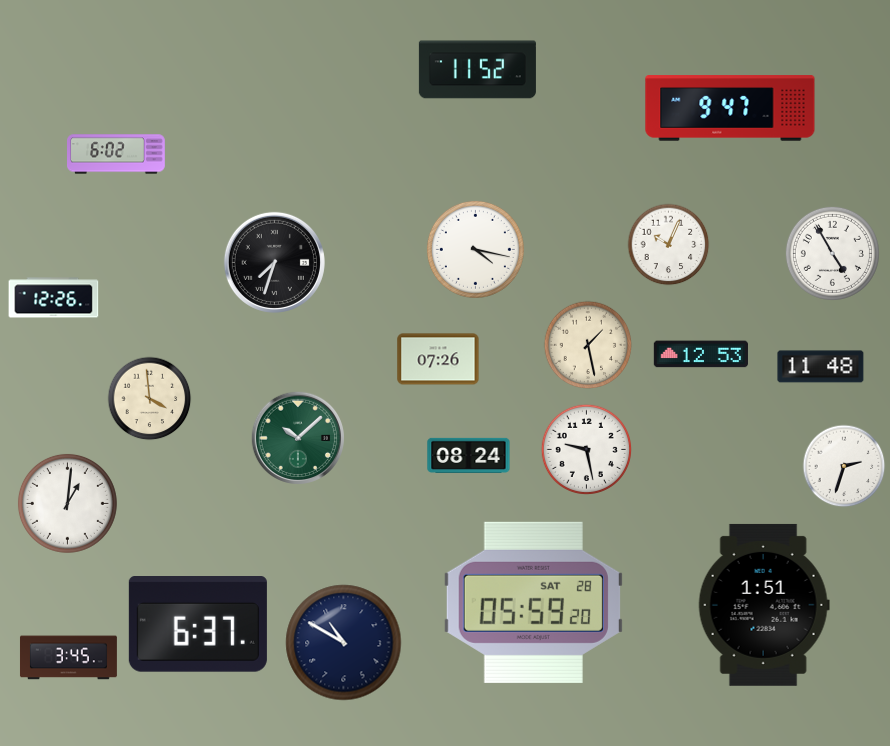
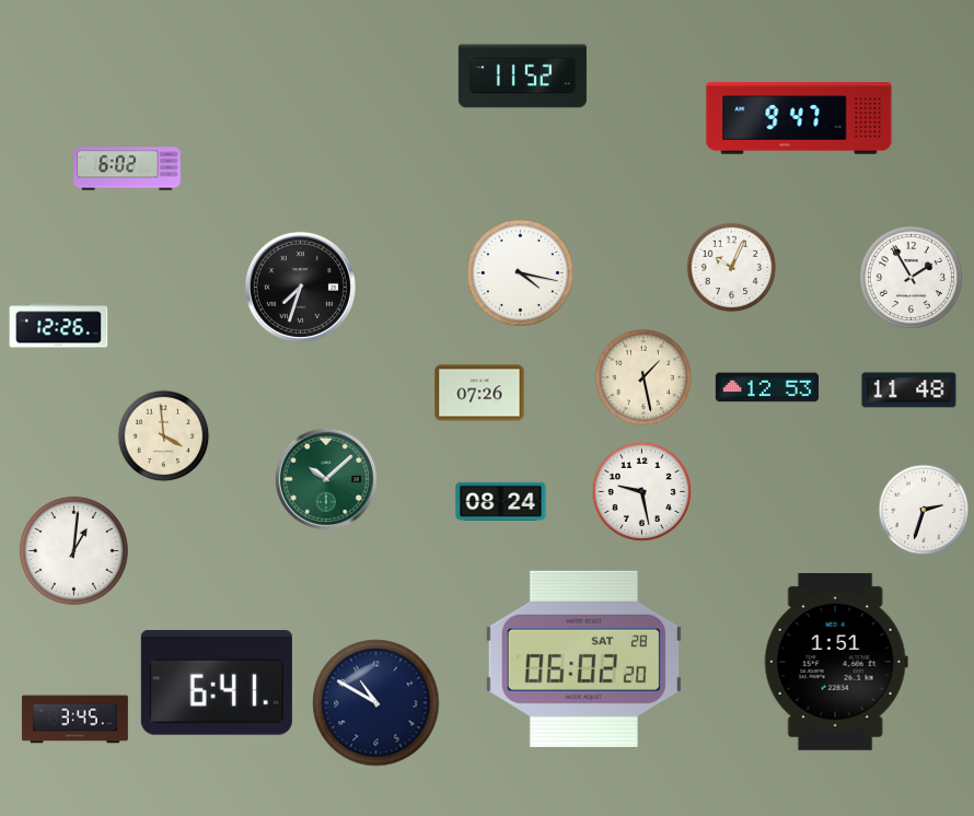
clock at (832, 253): 4:55 -> 1:55
clock at (821, 367) position: (821, 367) -> (909, 390)
clock at (469, 455) position: (469, 455) -> (501, 501)
clock at (533, 602): 05:59 -> 06:02
clock at (198, 625): 6:37 -> 6:41
